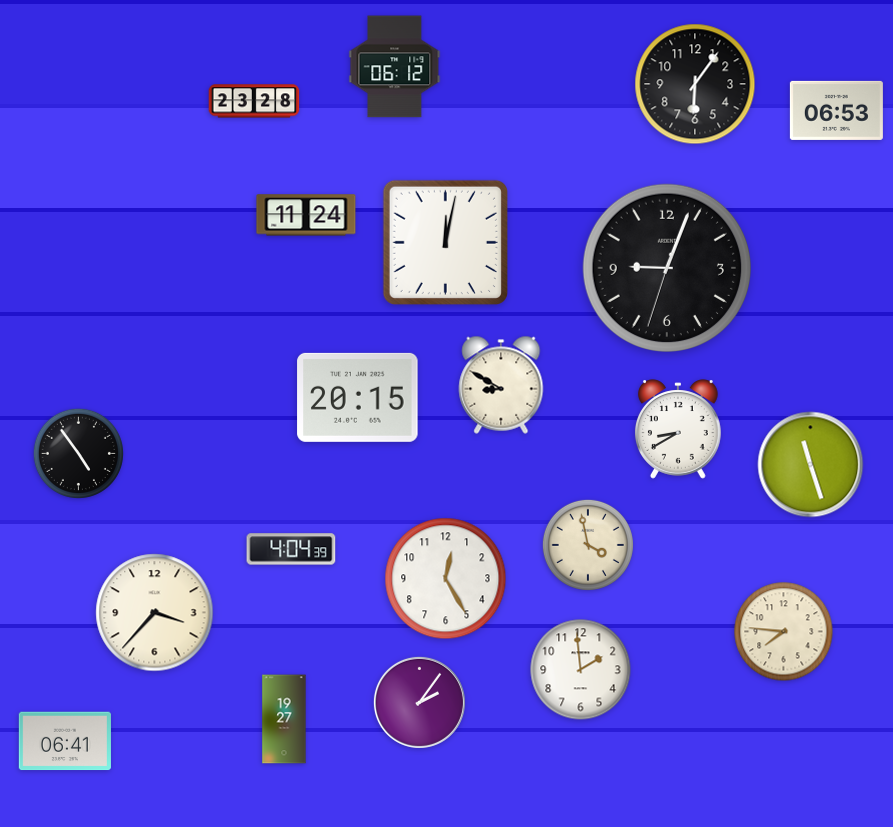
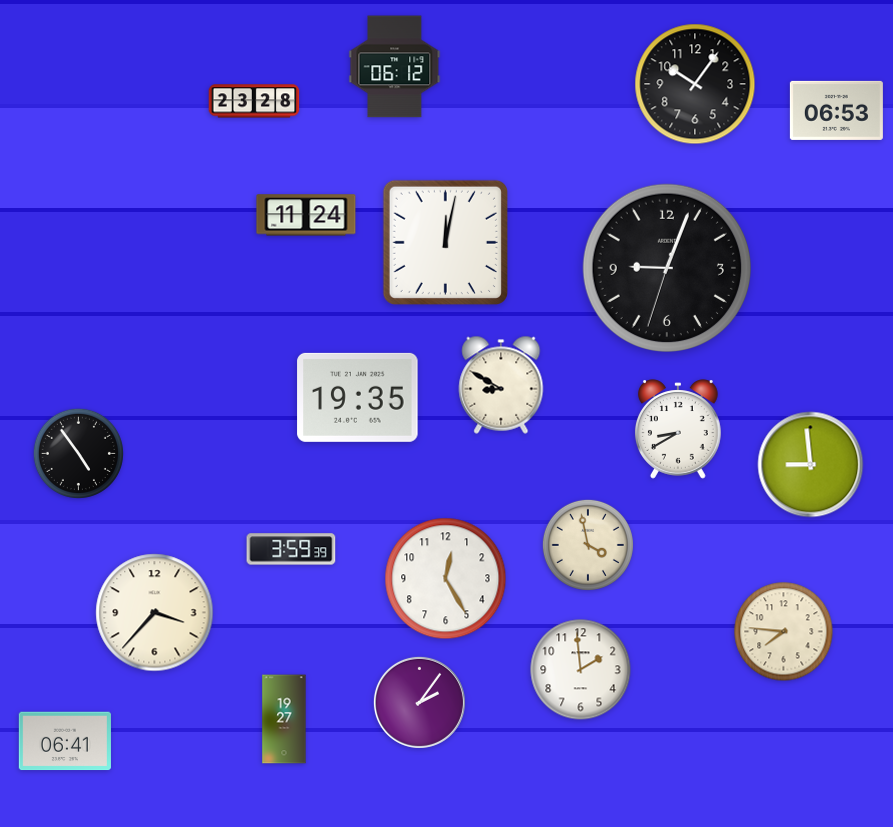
clock at (695, 84): 6:06 -> 10:06
clock at (358, 397): 20:15 -> 19:35
clock at (811, 465): 11:27 -> 8:59
clock at (291, 549): 4:04 -> 3:59
